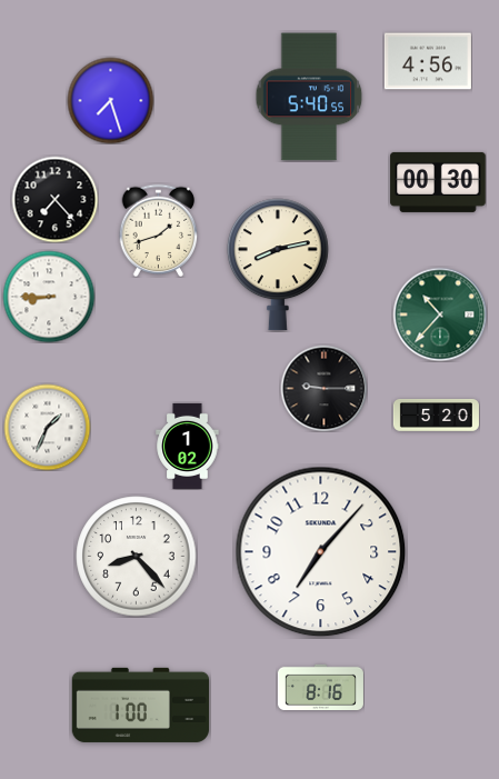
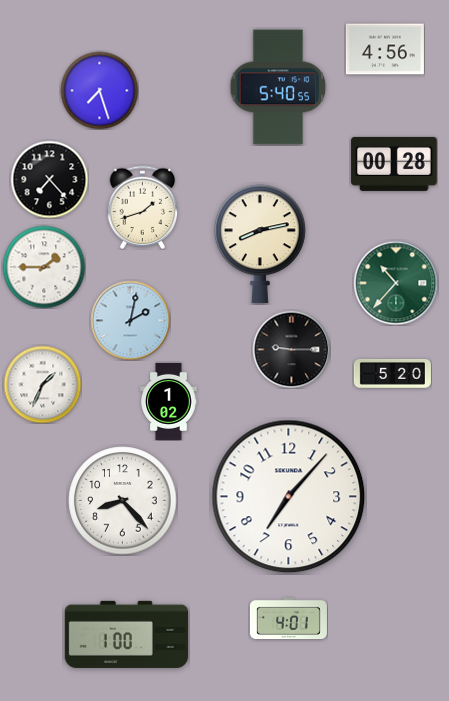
clock at (428, 61) position: (428, 61) -> (385, 49)
clock at (438, 182): 00:30 -> 00:28
clock at (278, 264) position: (278, 264) -> (260, 244)
clock at (49, 297): 8:45 -> 1:45
clock at (130, 320): none -> 2:02
clock at (320, 687): 8:16 -> 4:01
